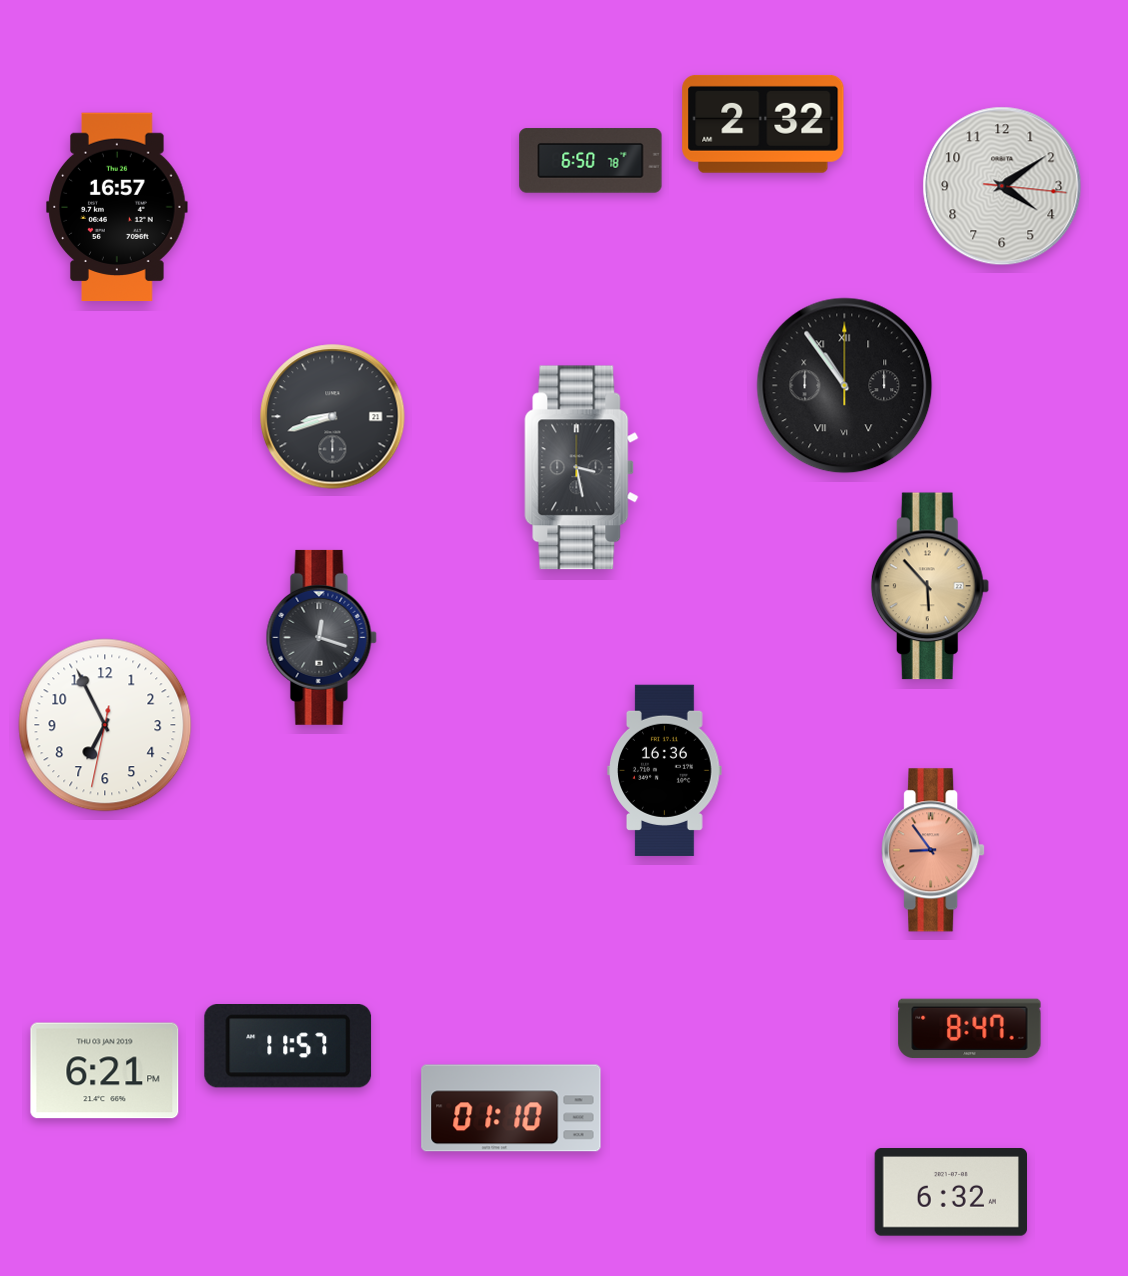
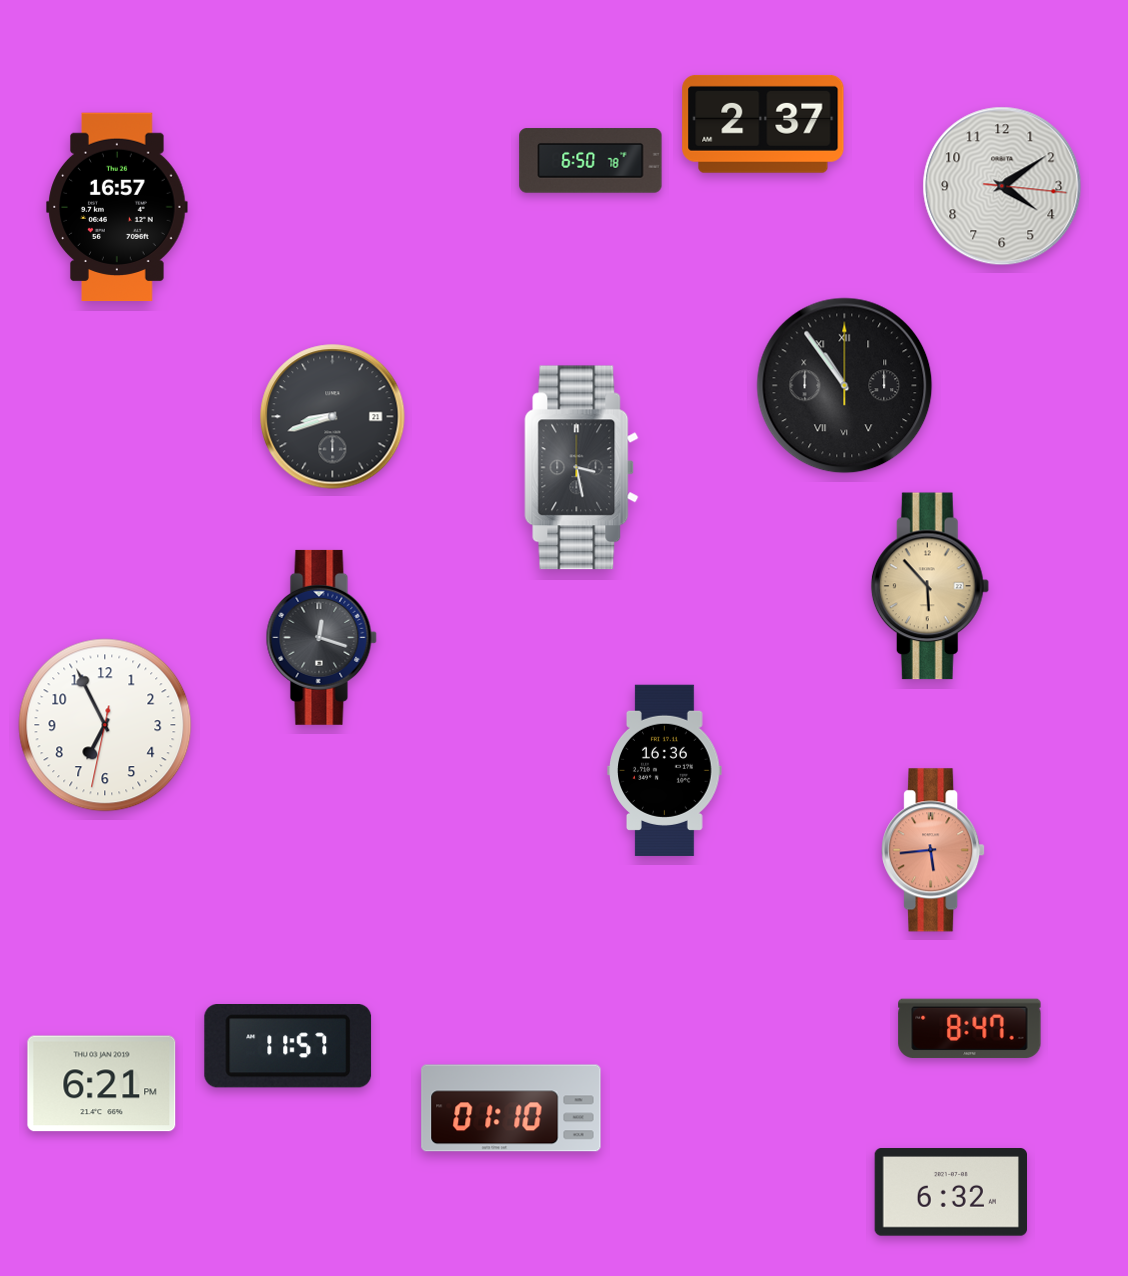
clock at (763, 124): 2:32 -> 2:37
clock at (933, 850): 8:54 -> 5:44
clock at (105, 1071) position: (105, 1071) -> (102, 1084)
